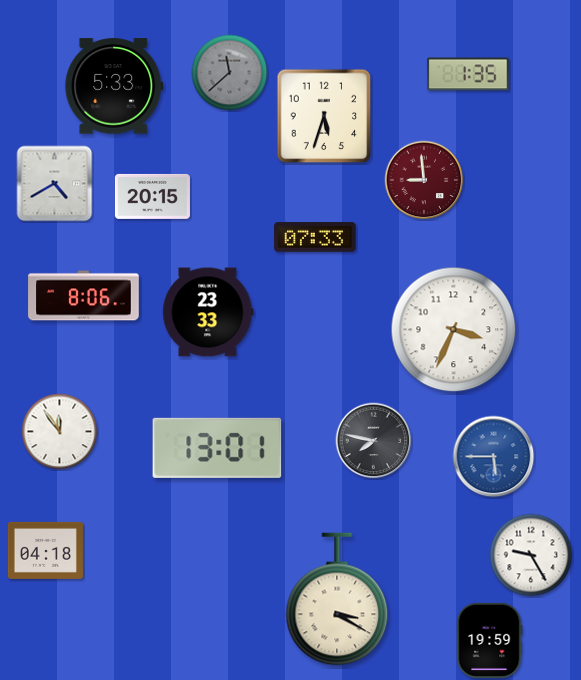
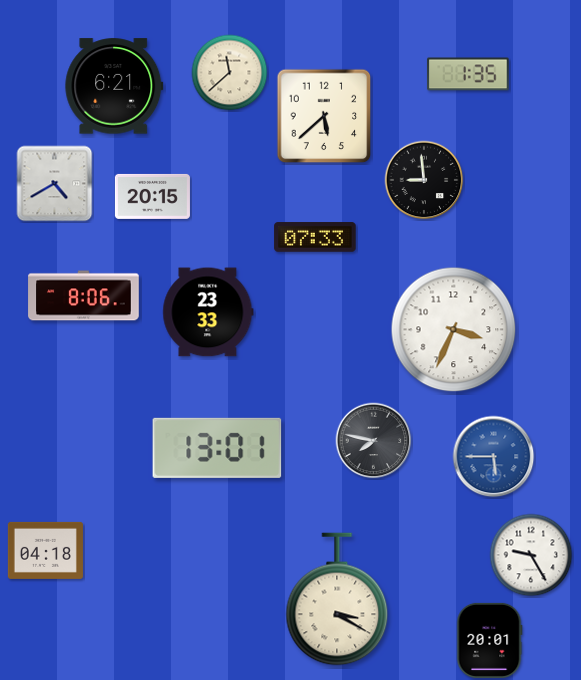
clock at (230, 73) dial: grey -> cream
clock at (114, 86): 5:33 -> 6:21
clock at (324, 116): 5:33 -> 5:38
clock at (424, 180) dial: burgundy -> black
clock at (60, 432): 11:54 -> none
clock at (489, 640): 19:59 -> 20:01
